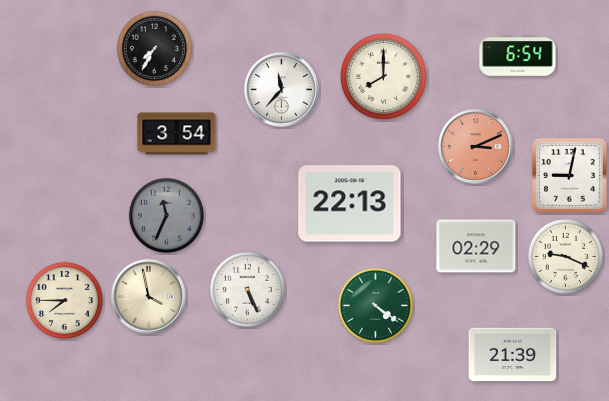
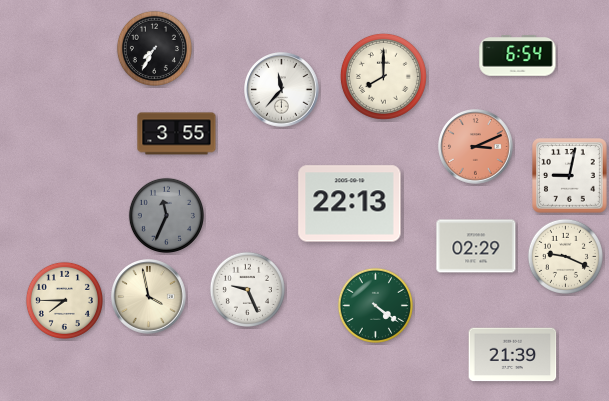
clock at (177, 134): 3:54 -> 3:55
clock at (247, 289): 5:26 -> 9:26
